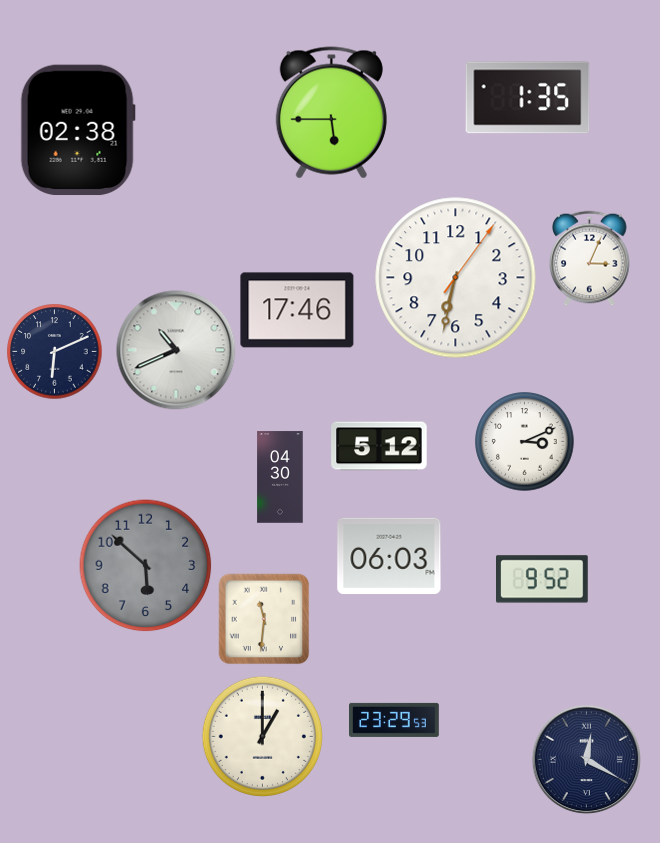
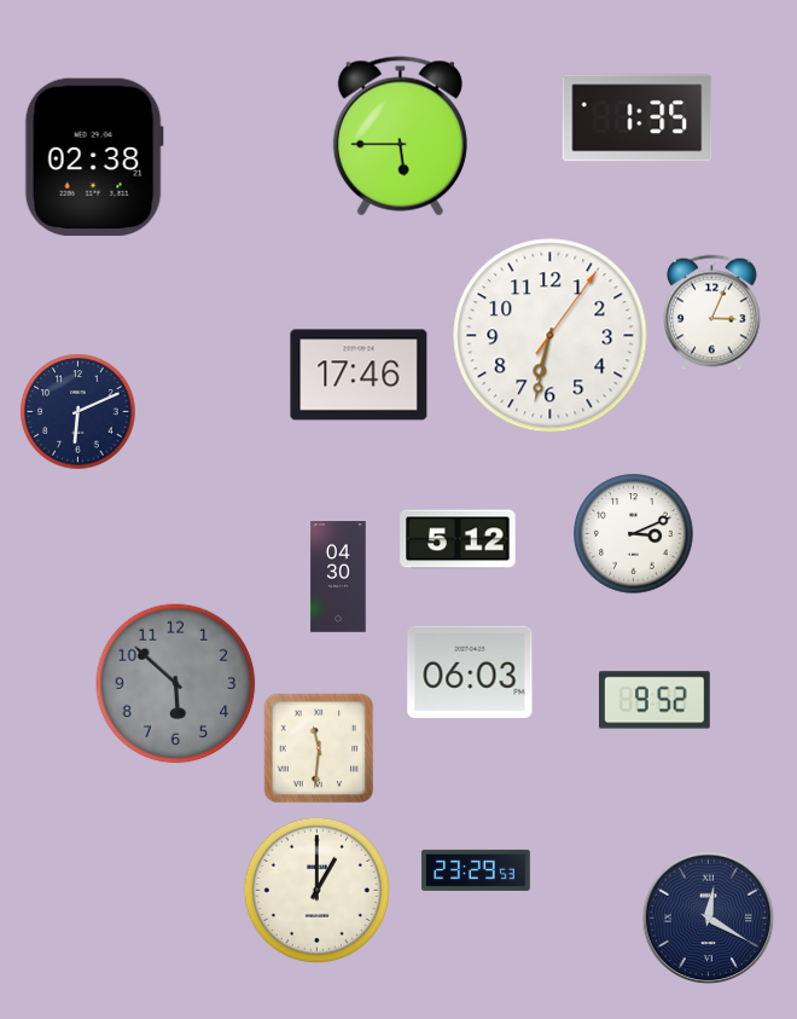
clock at (176, 350): 10:41 -> none
clock at (54, 351) position: (54, 351) -> (77, 411)
